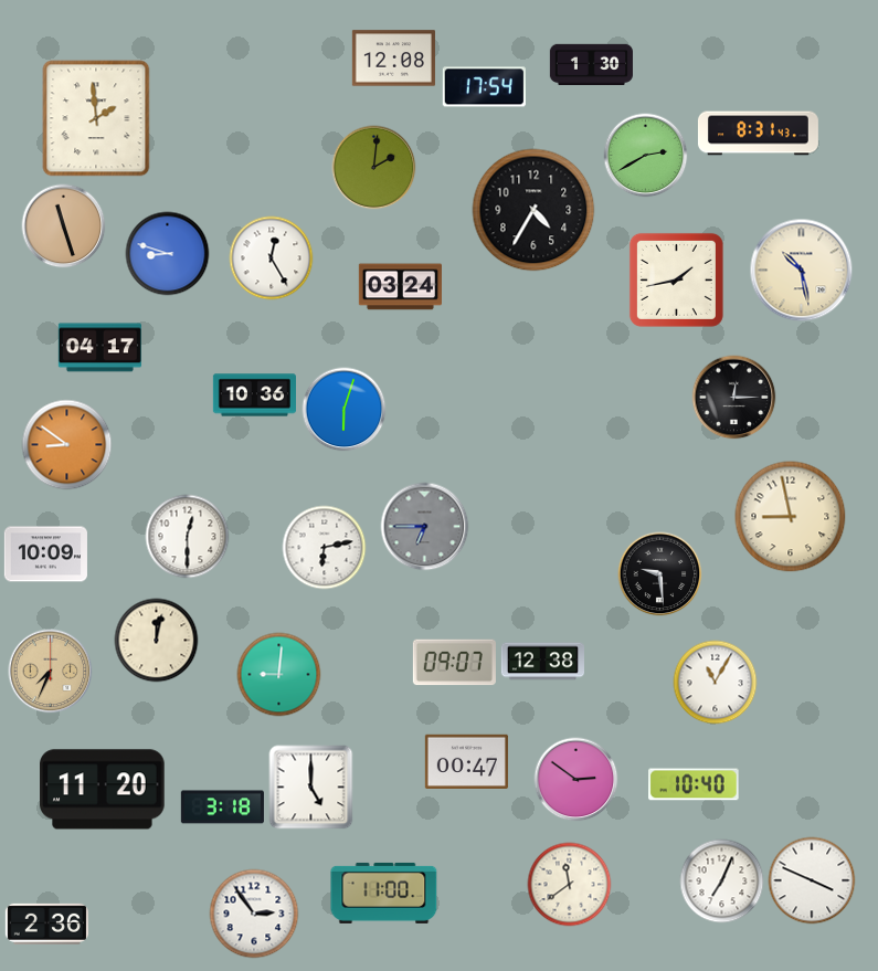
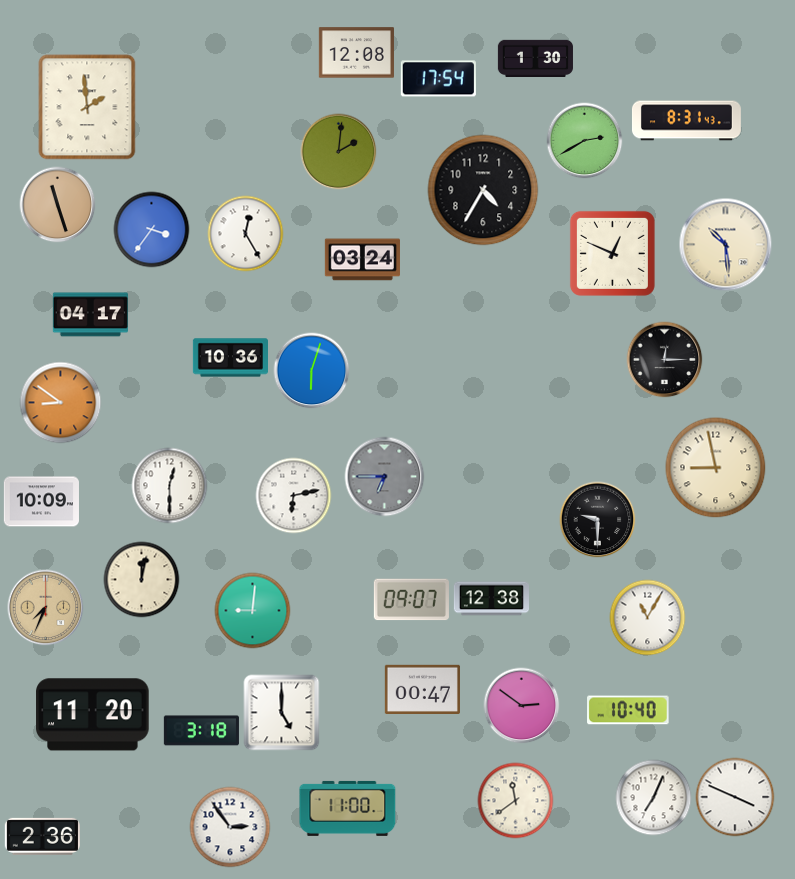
clock at (168, 254): 8:48 -> 3:36
clock at (802, 271): 10:28 -> 10:29
clock at (676, 279): 1:43 -> 12:49
clock at (660, 574): 9:29 -> 9:30
